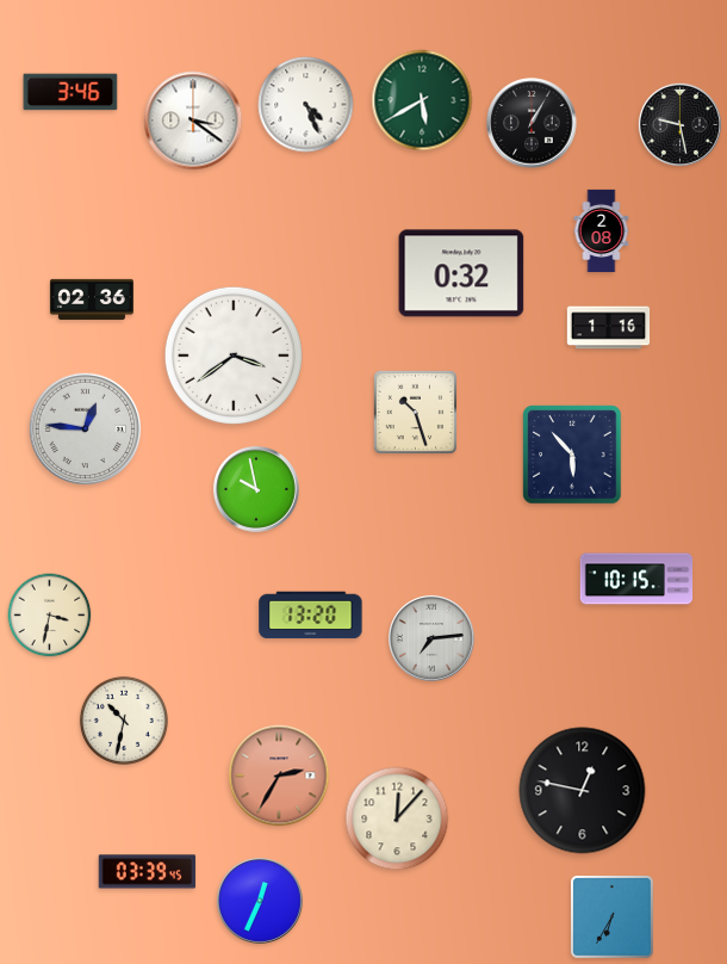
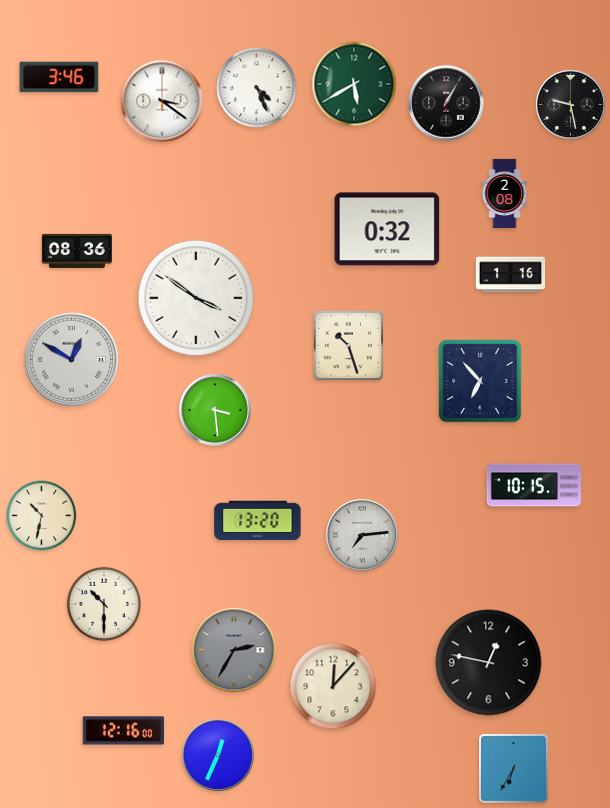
clock at (92, 298): 02:36 -> 08:36
clock at (234, 356): 3:39 -> 3:51
clock at (86, 430): 12:46 -> 12:50
clock at (572, 455): 5:53 -> 6:53
clock at (257, 490): 9:58 -> 3:29
clock at (50, 616): 3:32 -> 10:32
clock at (311, 616) position: (311, 616) -> (258, 521)
clock at (124, 721): 10:32 -> 10:30
clock at (279, 775) dial: salmon -> grey
clock at (148, 872): 03:39 -> 12:16
